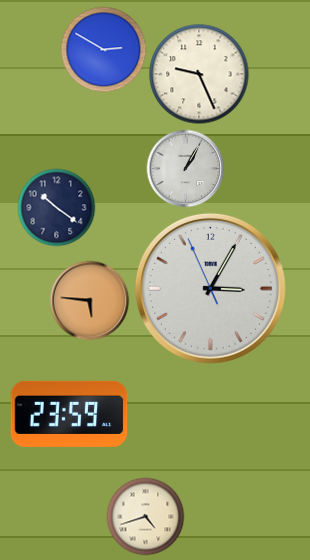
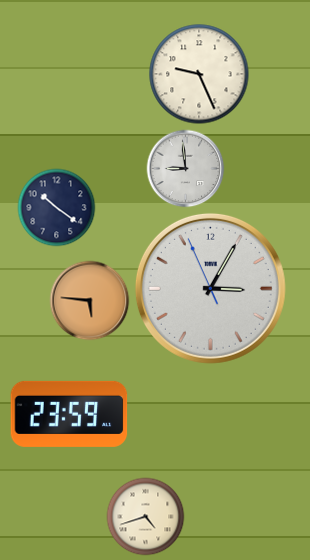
clock at (103, 49): 2:50 -> none
clock at (185, 168): 1:05 -> 8:59
